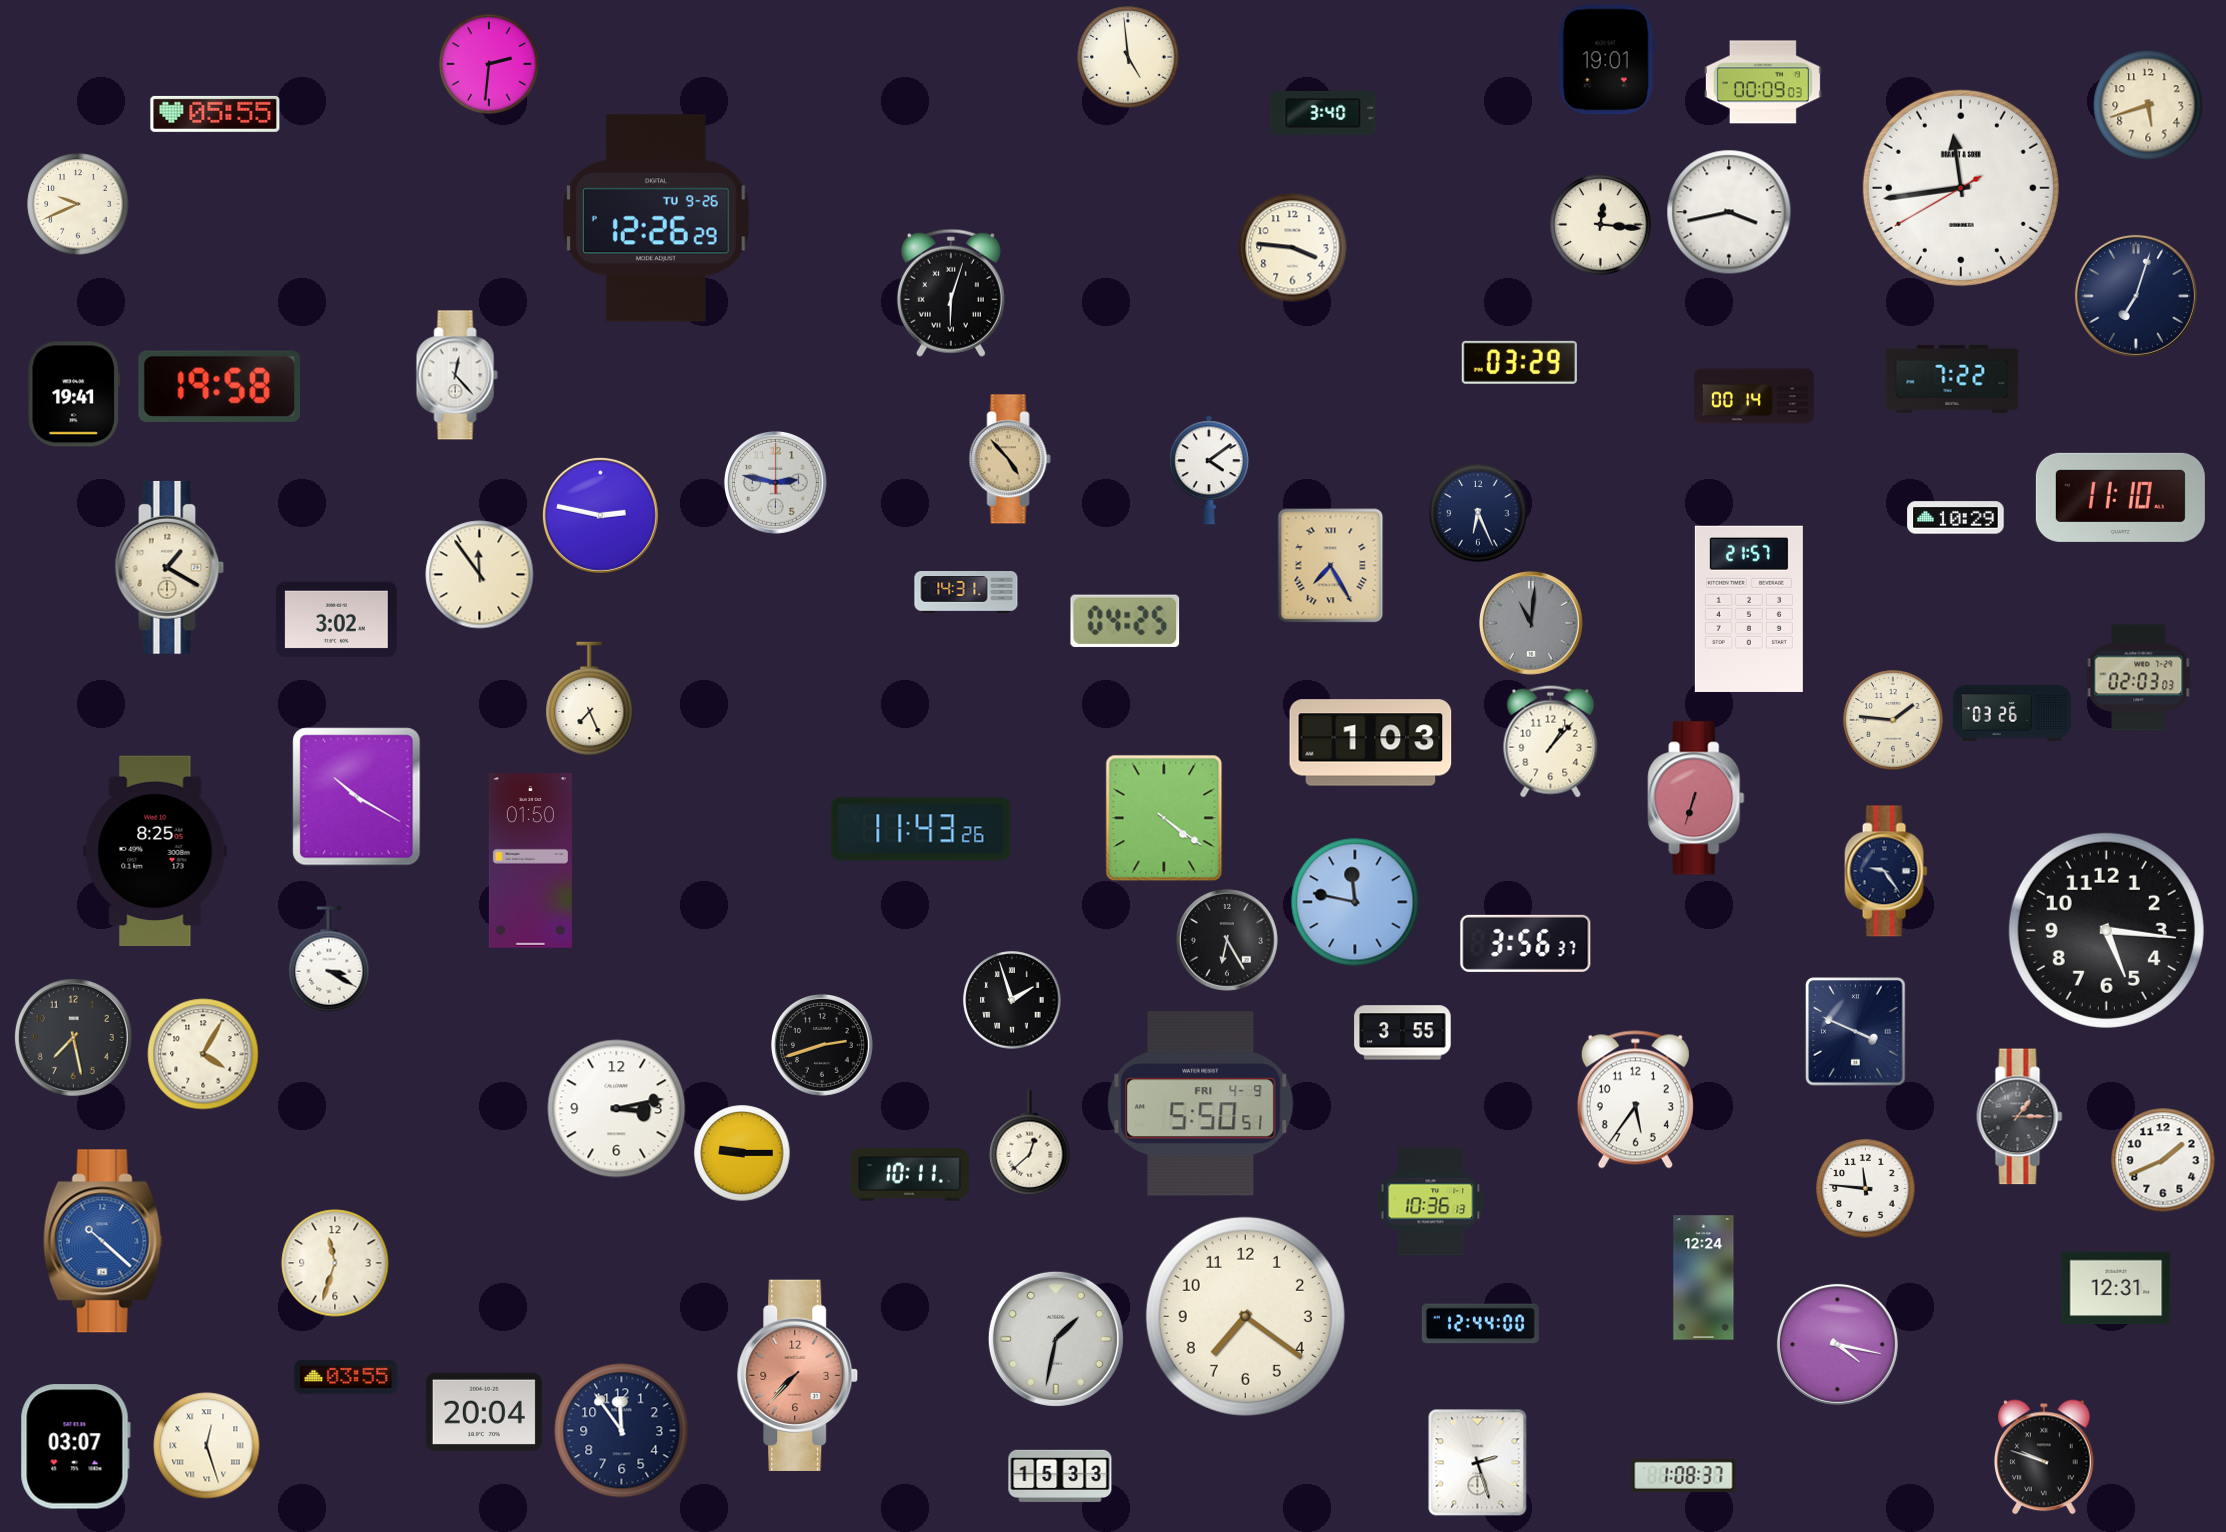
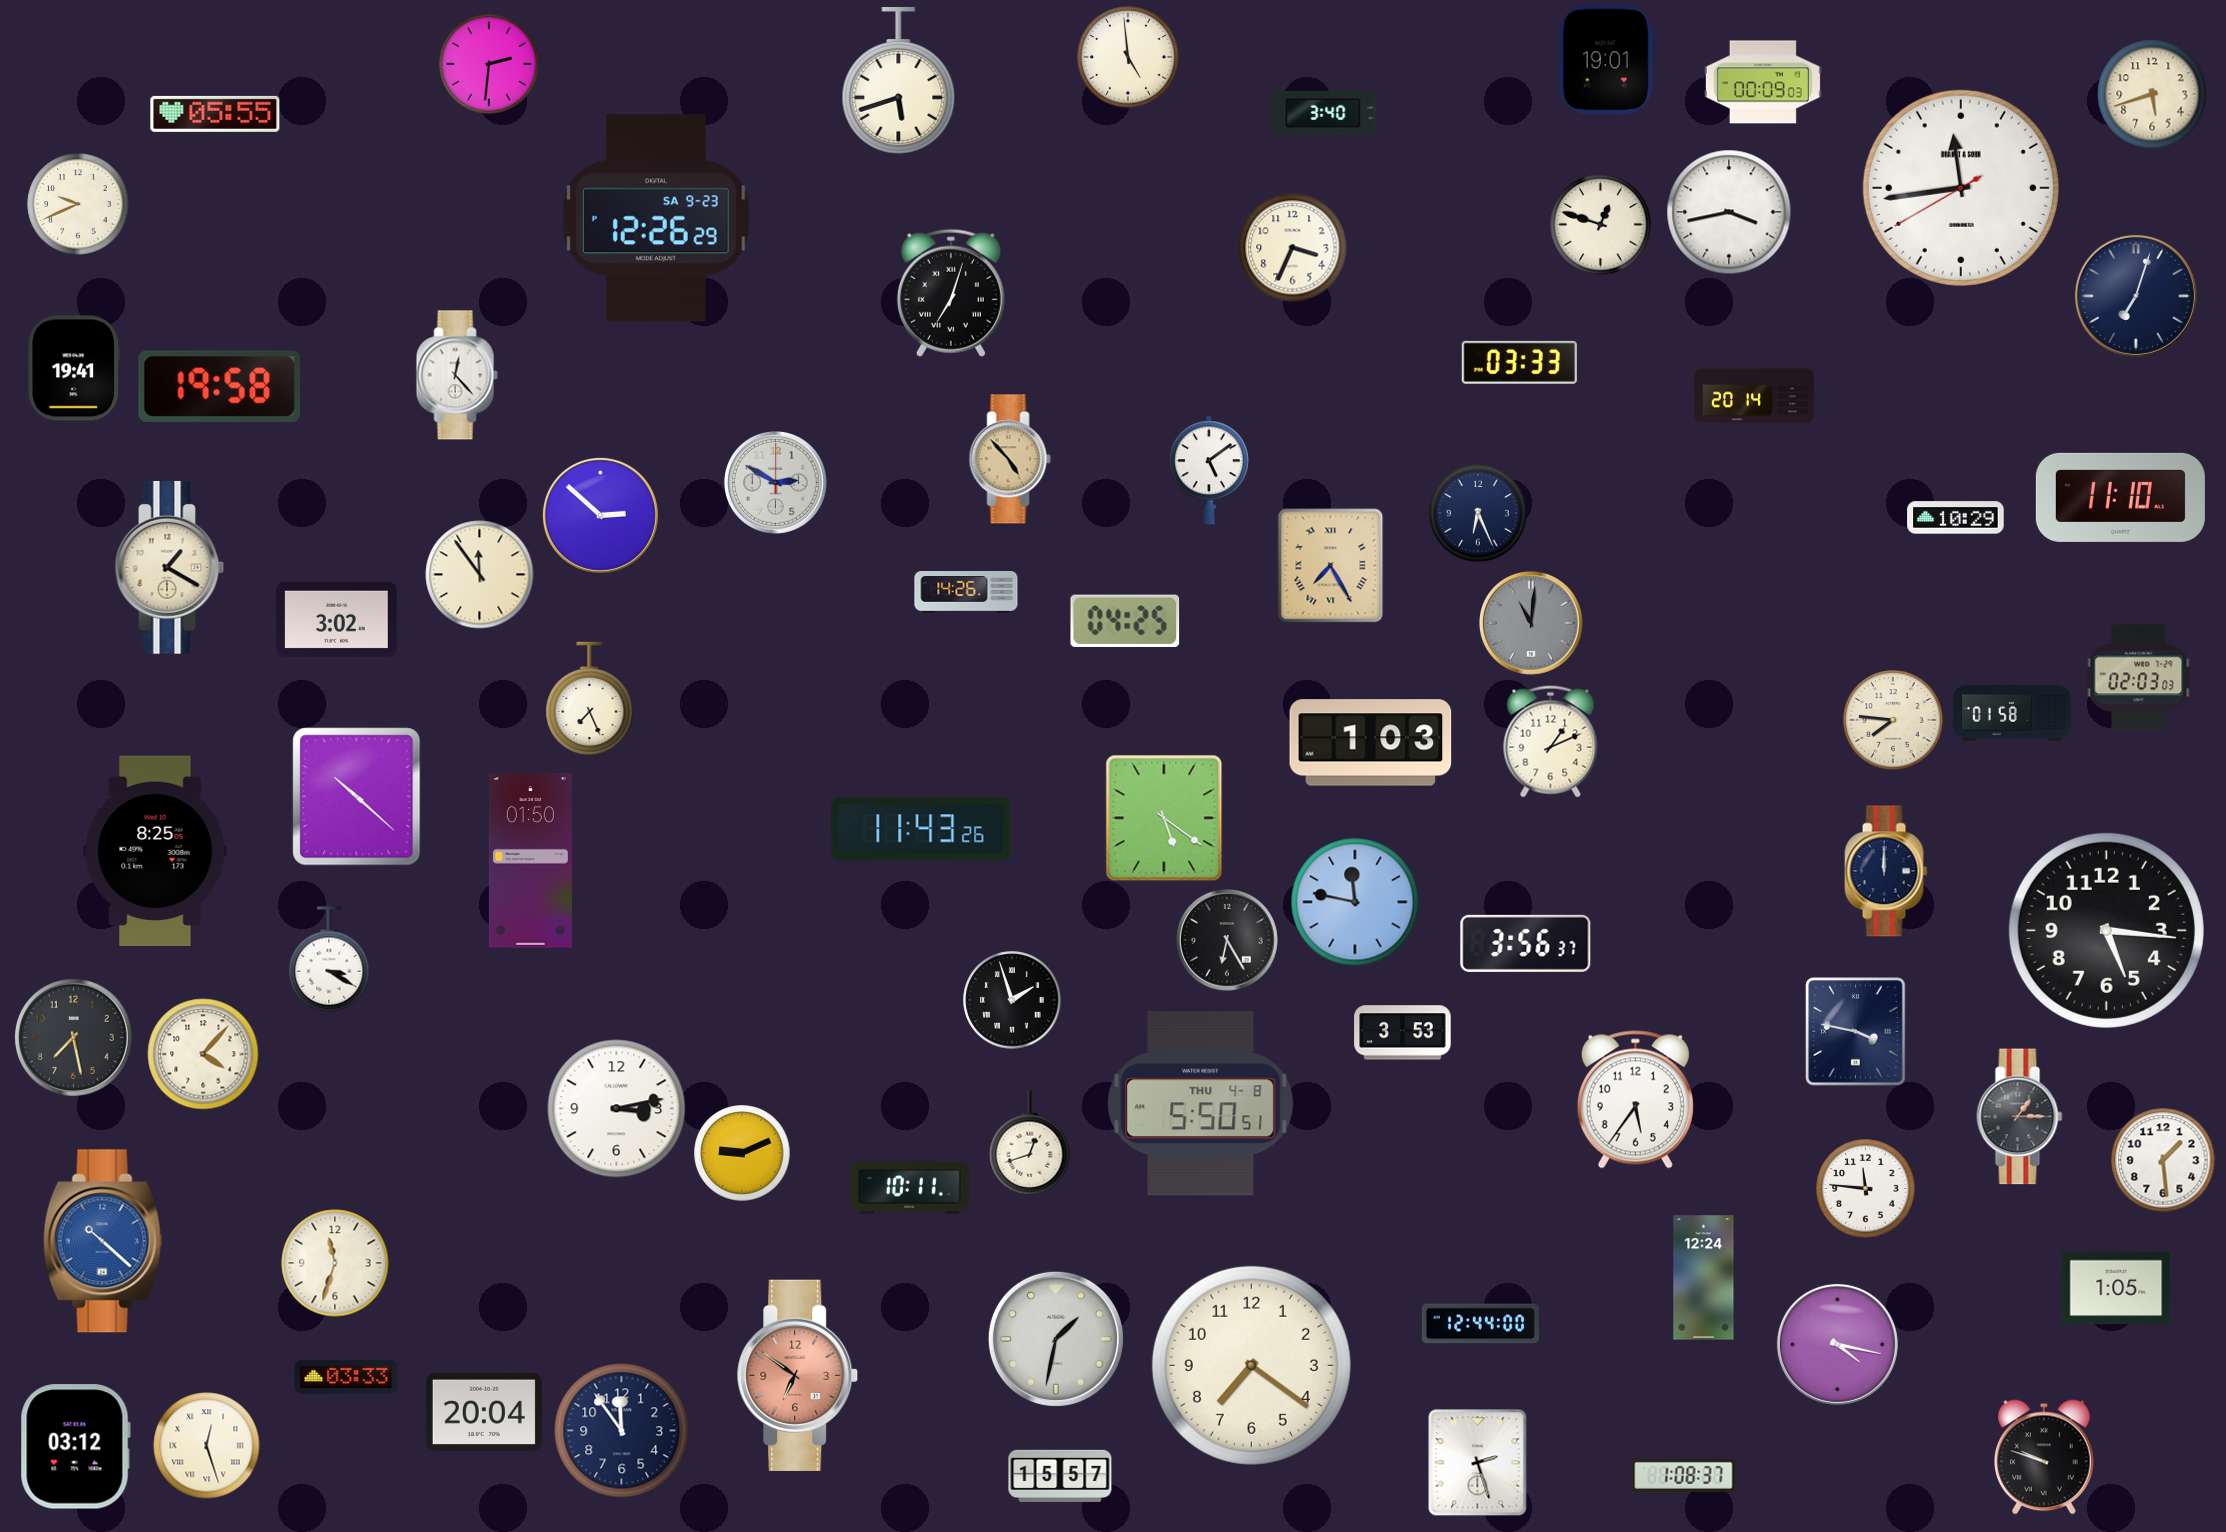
clock at (899, 81): none -> 5:42
clock at (2148, 105) position: (2148, 105) -> (2152, 94)
clock at (656, 218) date: TU 9-26 -> SA 9-23
clock at (1601, 225): 12:16 -> 12:48
clock at (1293, 248): 3:46 -> 3:34
clock at (951, 293): 6:03 -> 7:03
clock at (1519, 362): 03:29 -> 03:33
clock at (1952, 379): 7:22 -> none
clock at (73, 394) position: (73, 394) -> (73, 368)
clock at (1754, 396): 00:14 -> 20:14
clock at (1209, 470): 4:09 -> 5:09
clock at (775, 482): 2:47 -> 2:50
clock at (600, 515): 2:47 -> 2:52
clock at (966, 592): 14:31 -> 14:26
clock at (1749, 609): 21:57 -> none
clock at (2012, 713): 03:26 -> 01:58
clock at (1893, 720): 1:46 -> 7:46
clock at (1551, 742): 1:07 -> 1:11
clock at (357, 797): 10:20 -> 10:22
clock at (1696, 798): 6:33 -> none
clock at (1164, 818): 4:21 -> 5:21
clock at (1886, 871): 9:24 -> 12:00
clock at (1856, 1032): 3:49 -> 3:47
clock at (1403, 1033): 3:55 -> 3:53
clock at (823, 1046): 2:42 -> none
clock at (203, 1054): 4:05 -> 4:07
clock at (1201, 1104) date: FRI 4-9 -> THU 4-8
clock at (1030, 1143): 12:38 -> 12:42
clock at (742, 1153): 9:15 -> 9:11
clock at (2163, 1160): 1:41 -> 1:29
clock at (909, 1175) position: (909, 1175) -> (909, 1188)
clock at (1431, 1202): 10:36 -> none
clock at (2116, 1288): 12:31 -> 1:05
clock at (1245, 1316) position: (1245, 1316) -> (1251, 1365)
clock at (798, 1375): 7:37 -> 6:51
clock at (346, 1377): 03:55 -> 03:33
clock at (75, 1447): 03:07 -> 03:12
clock at (1060, 1476): 15:33 -> 15:57
